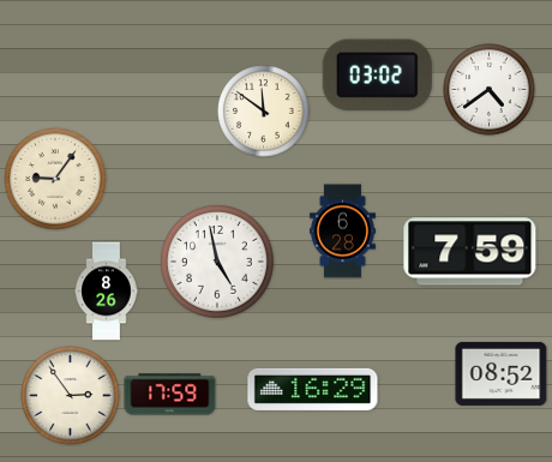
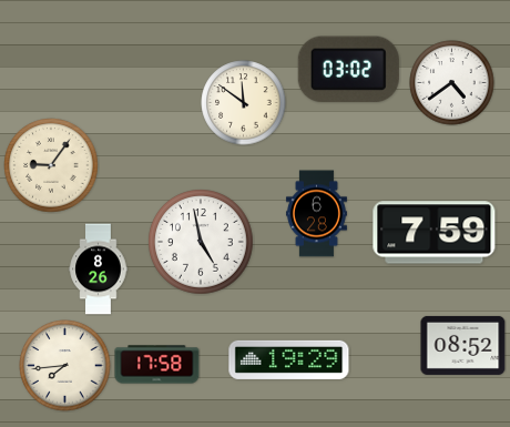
clock at (313, 389): 16:29 -> 19:29
clock at (170, 395): 17:59 -> 17:58
clock at (71, 396): 2:54 -> 7:44
